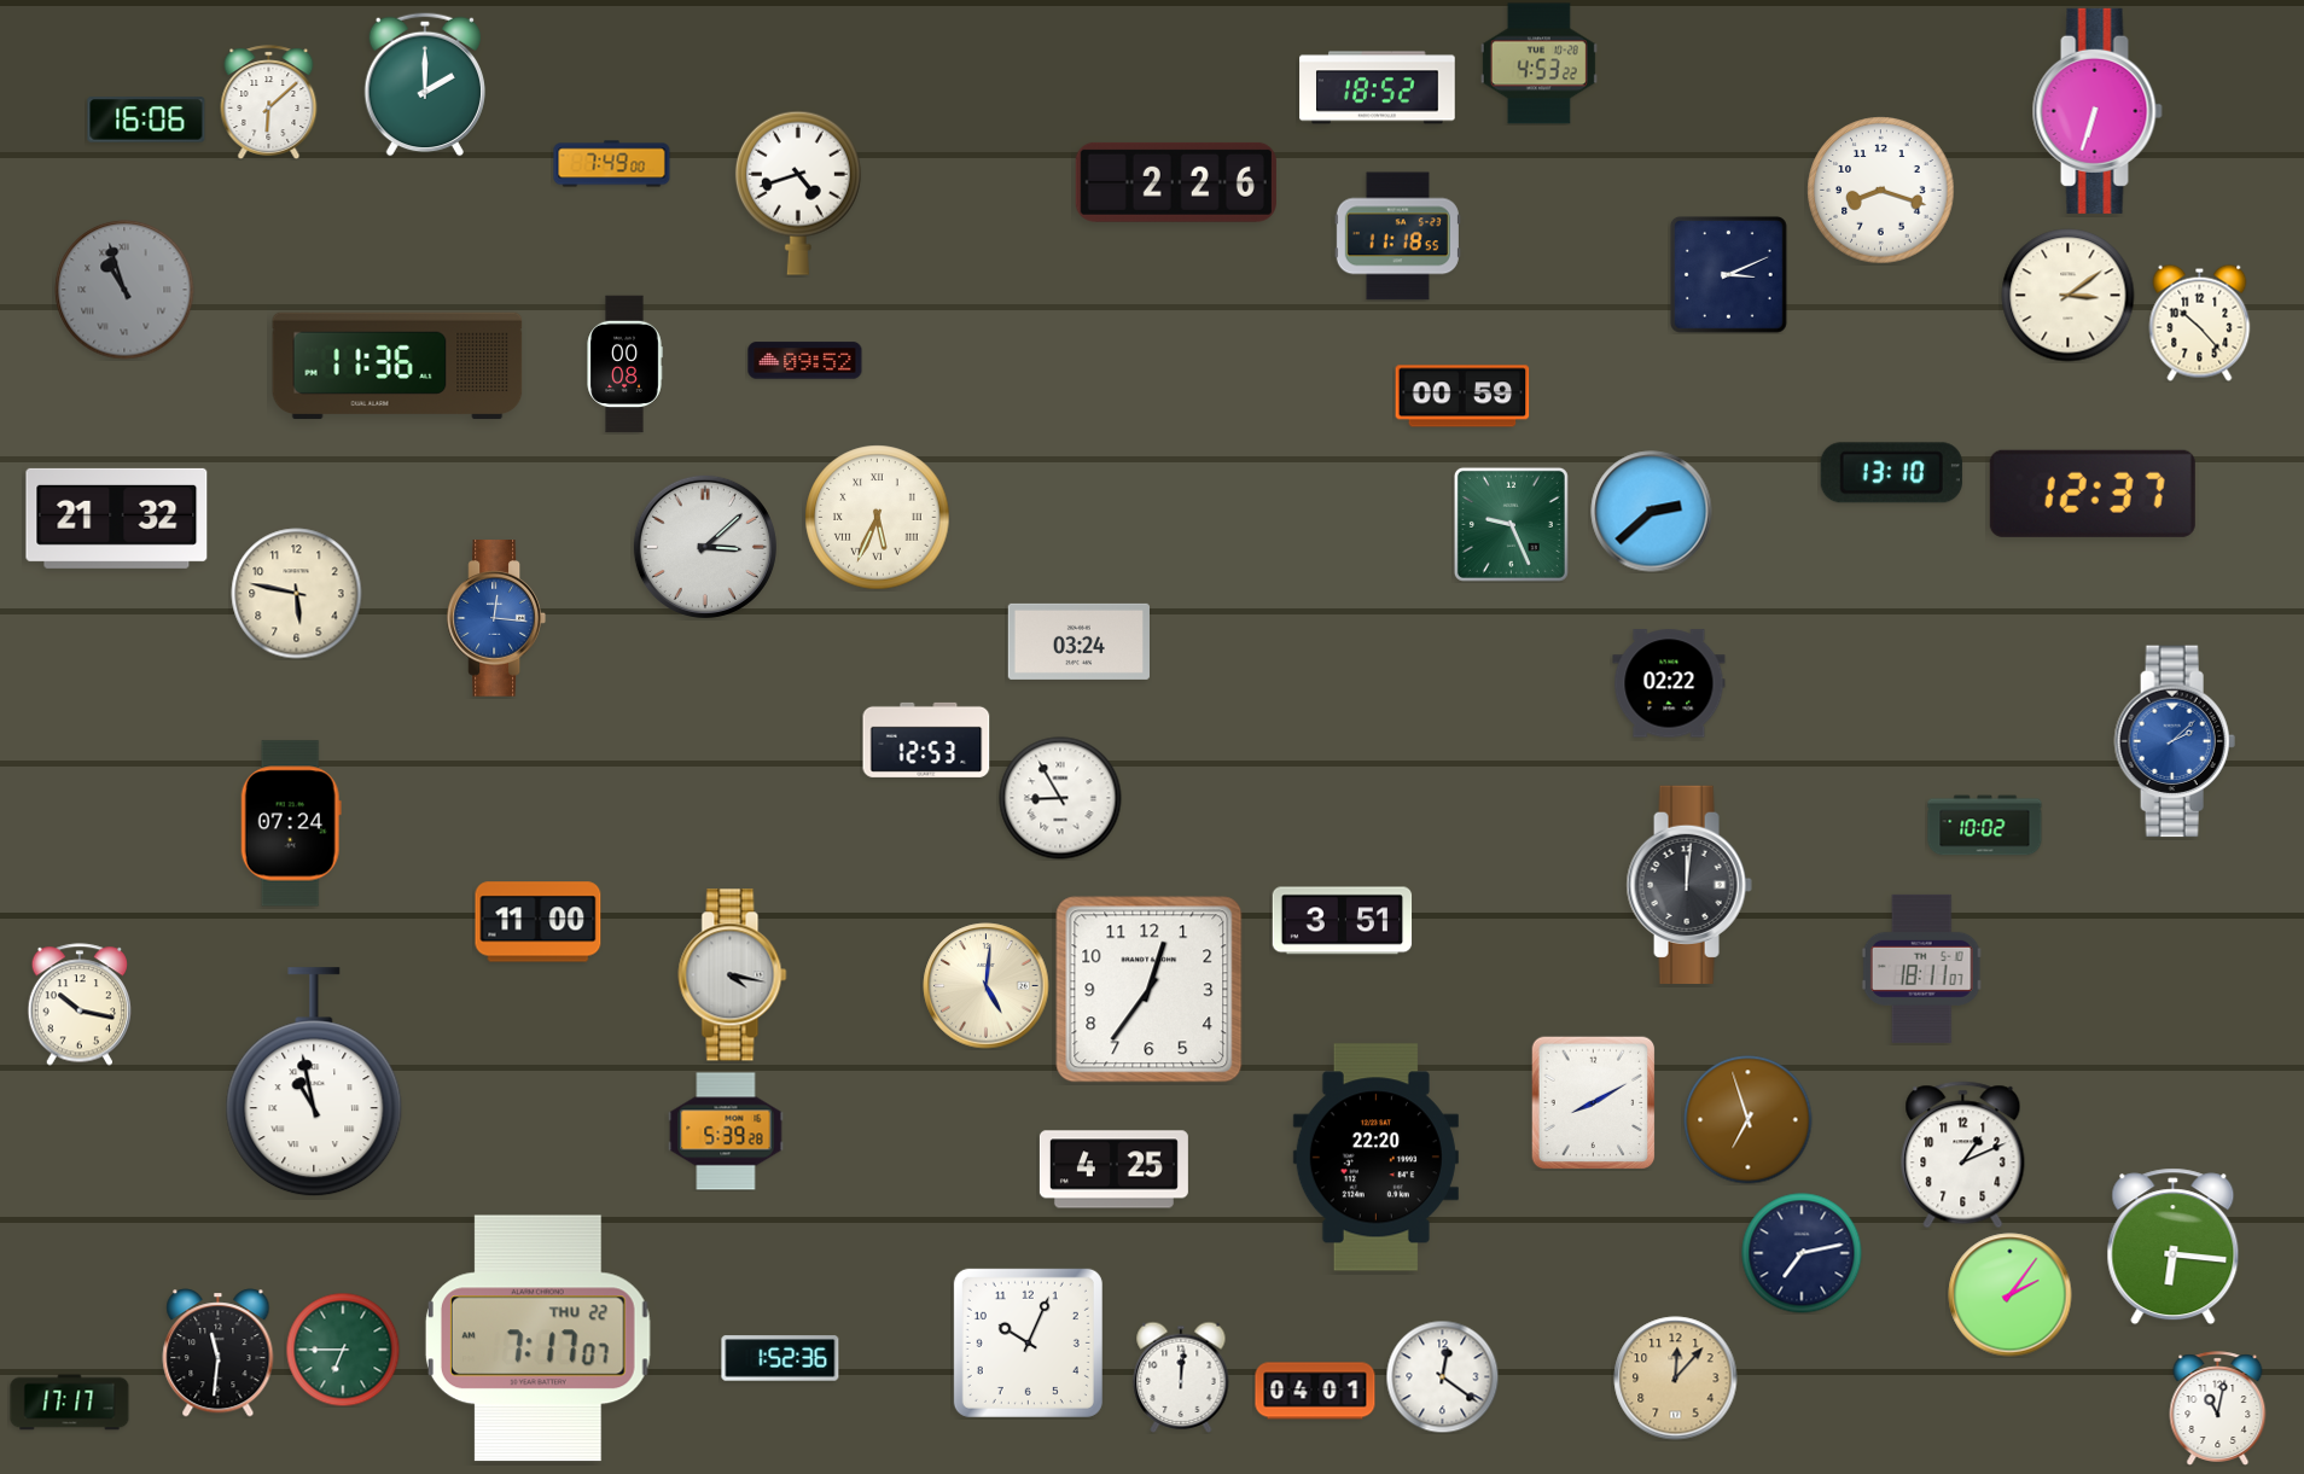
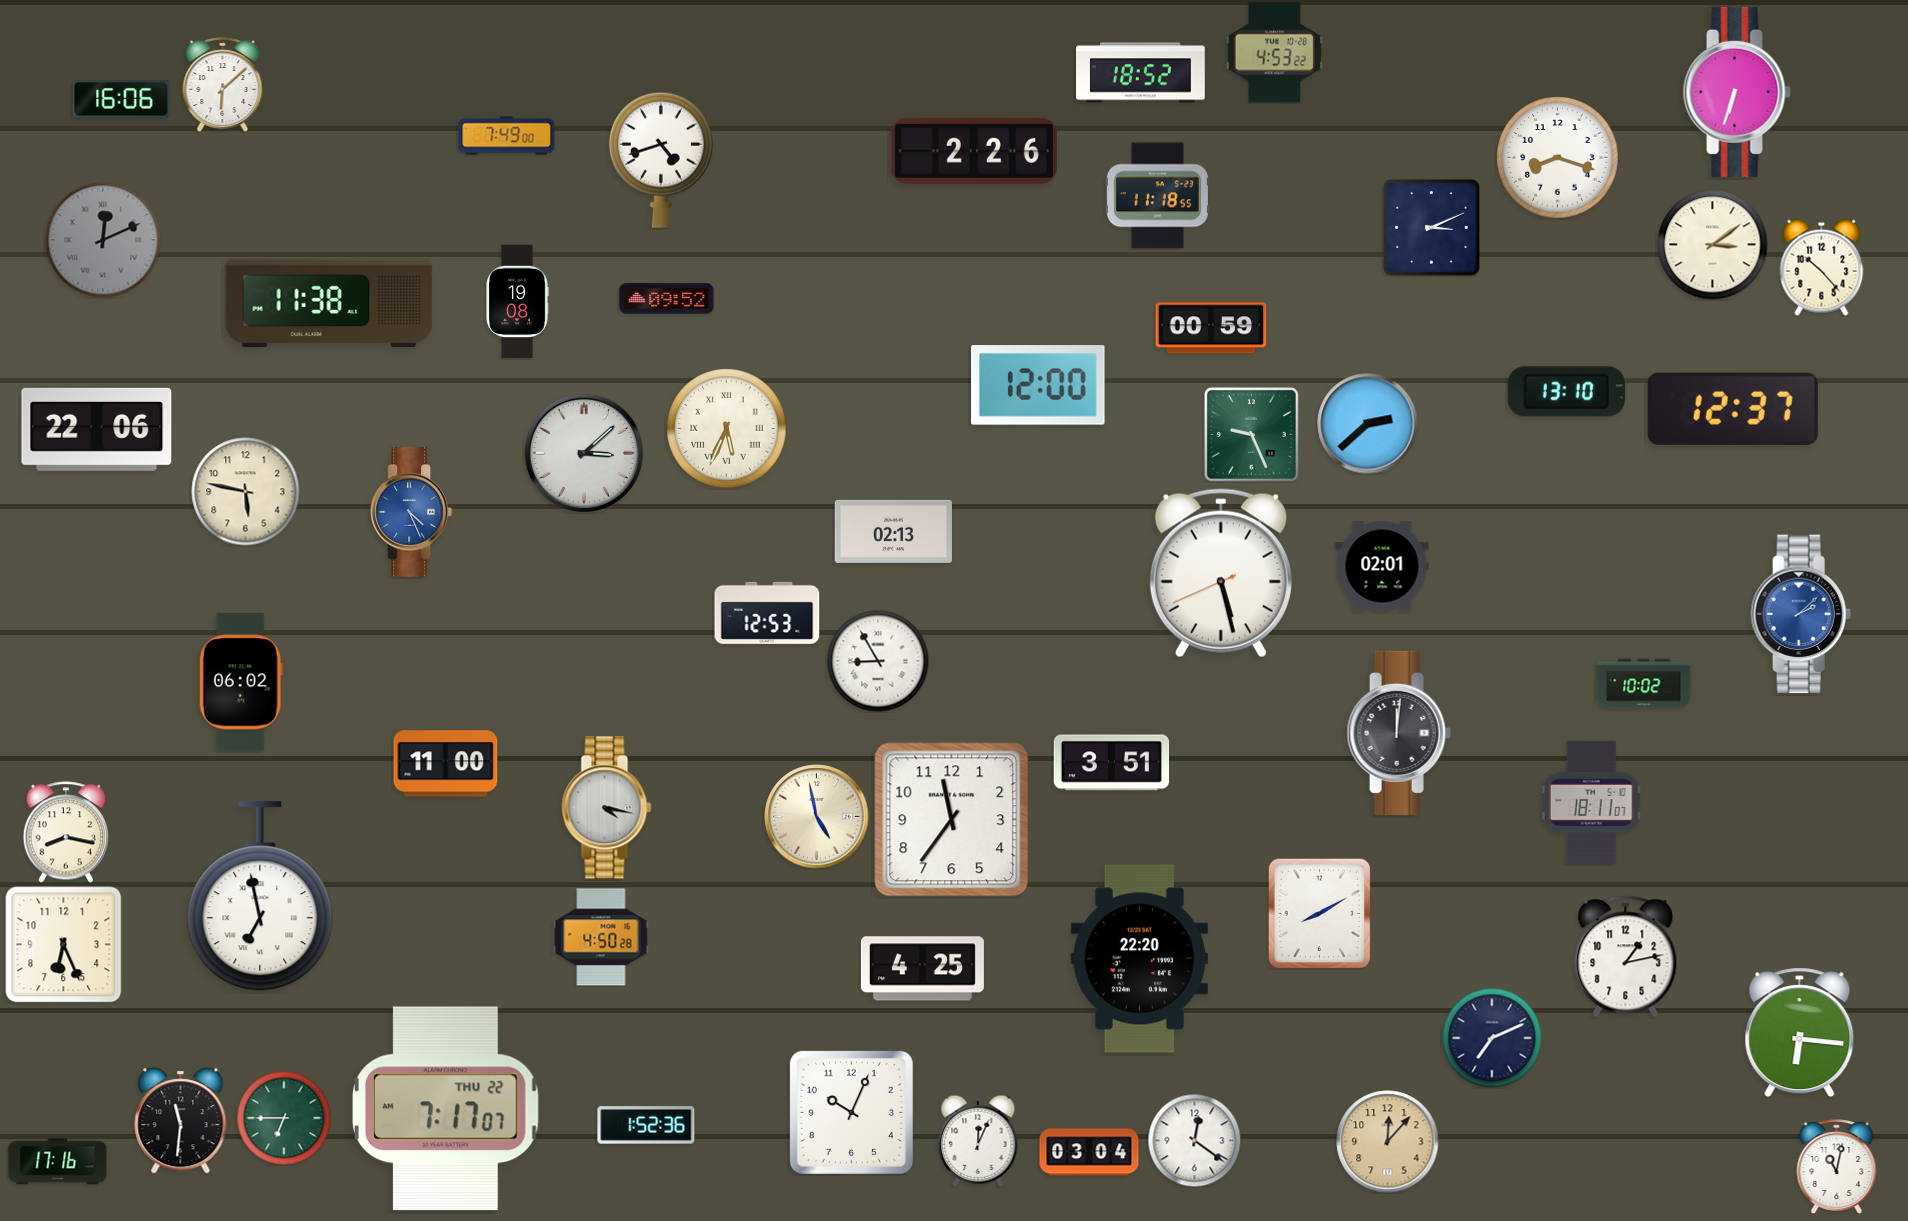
clock at (425, 85): 2:00 -> none
clock at (124, 290): 10:57 -> 12:11
clock at (624, 365): 00:08 -> 19:08
clock at (397, 366): 11:36 -> 11:38
clock at (1038, 385): none -> 12:00
clock at (117, 518): 21:32 -> 22:06
clock at (495, 618): 12:16 -> 4:26
clock at (1078, 641): 03:24 -> 02:13
clock at (1669, 683): 02:22 -> 02:01
clock at (1221, 573): none -> 5:27
clock at (291, 823): 07:24 -> 06:02
clock at (987, 986): 5:01 -> 4:58
clock at (1150, 990): 12:36 -> 11:36
clock at (80, 1004): 10:17 -> 8:17
clock at (314, 1083): 10:58 -> 6:58
clock at (1749, 1120): 6:57 -> none
clock at (726, 1131): 5:39 -> 4:50
clock at (64, 945): none -> 6:26
clock at (1963, 1155): 1:11 -> 1:13
clock at (1802, 1253): 7:13 -> 7:11
clock at (2011, 1295): 2:06 -> none
clock at (1181, 1377): 12:01 -> 12:04
clock at (1315, 1391): 04:01 -> 03:04
clock at (70, 1403): 17:17 -> 17:16
